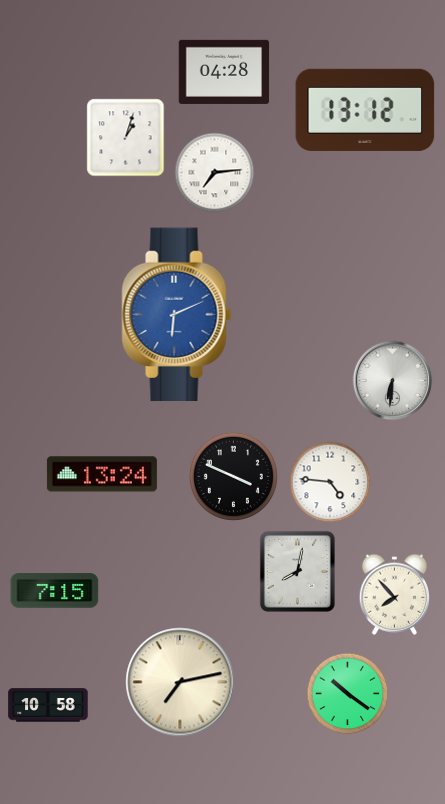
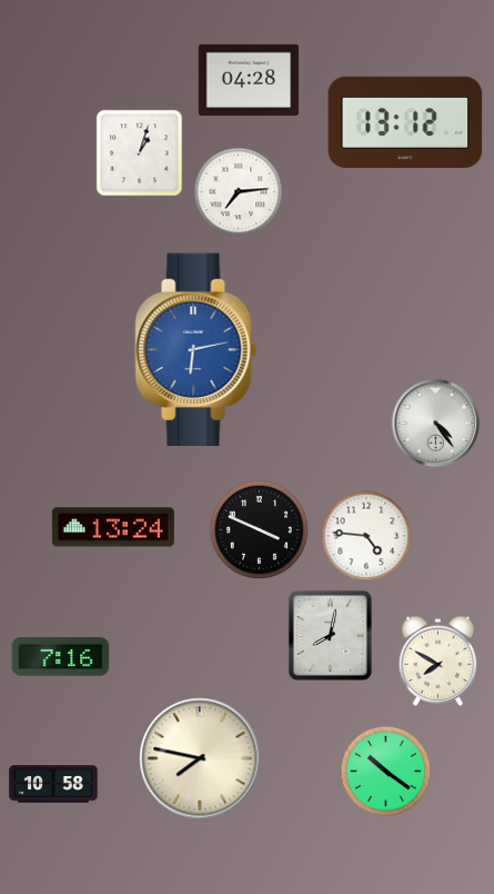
clock at (177, 315): 6:11 -> 6:13
clock at (393, 381): 6:31 -> 4:24
clock at (55, 591): 7:15 -> 7:16
clock at (395, 594): 7:53 -> 7:50
clock at (180, 682): 7:13 -> 7:47
